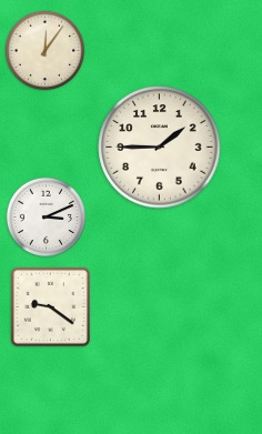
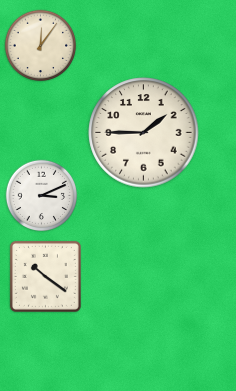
clock at (50, 306): 9:21 -> 10:21
